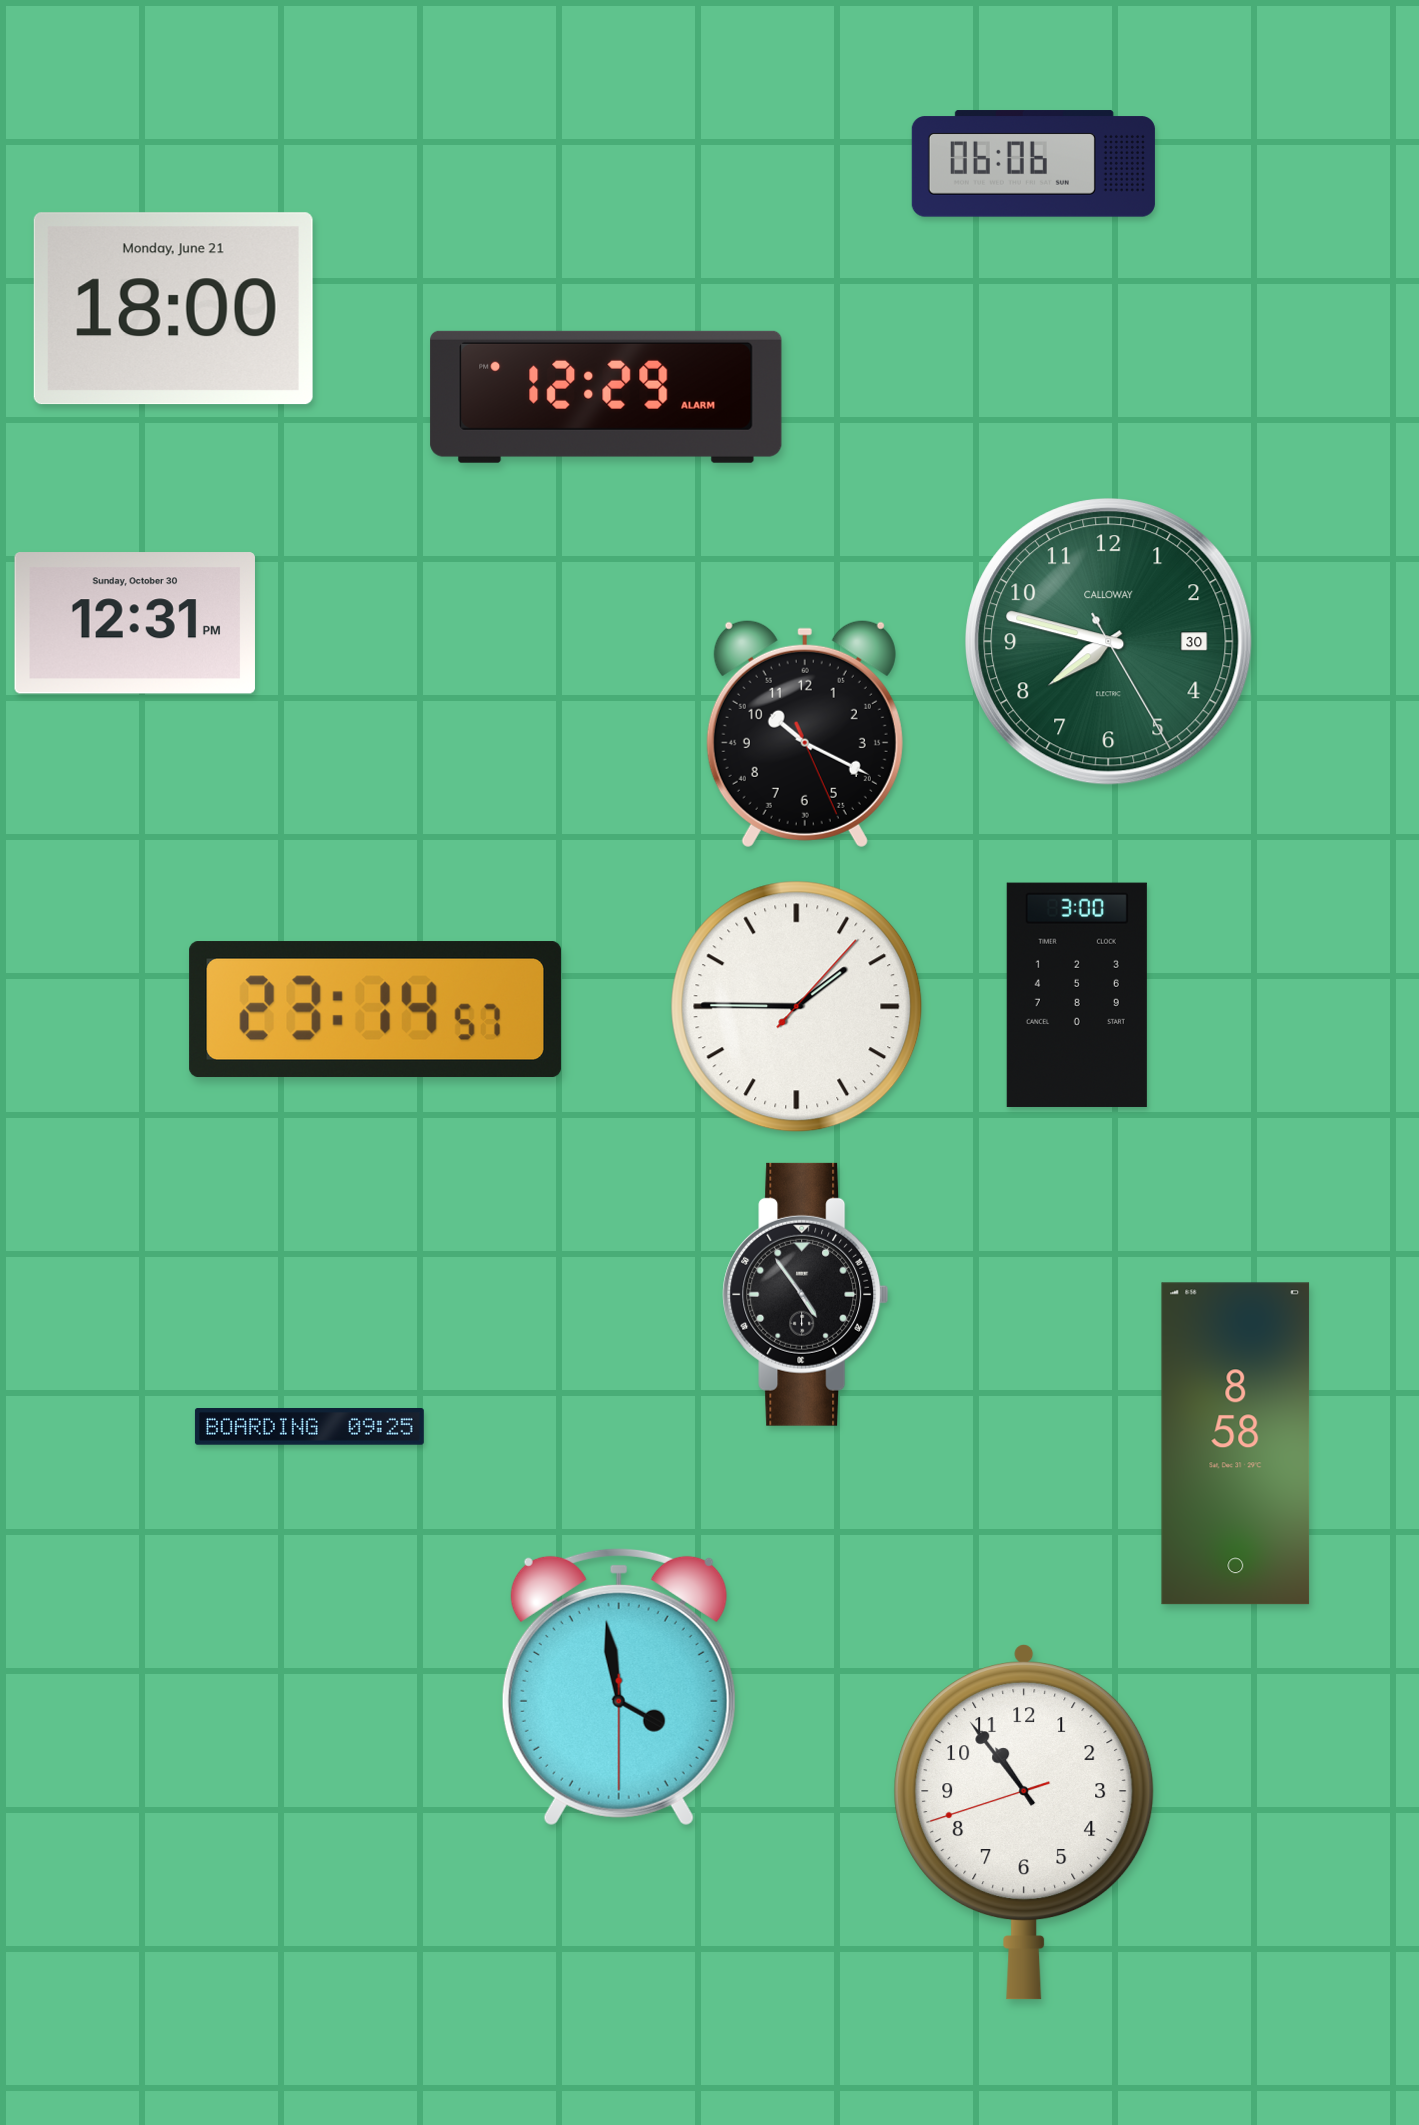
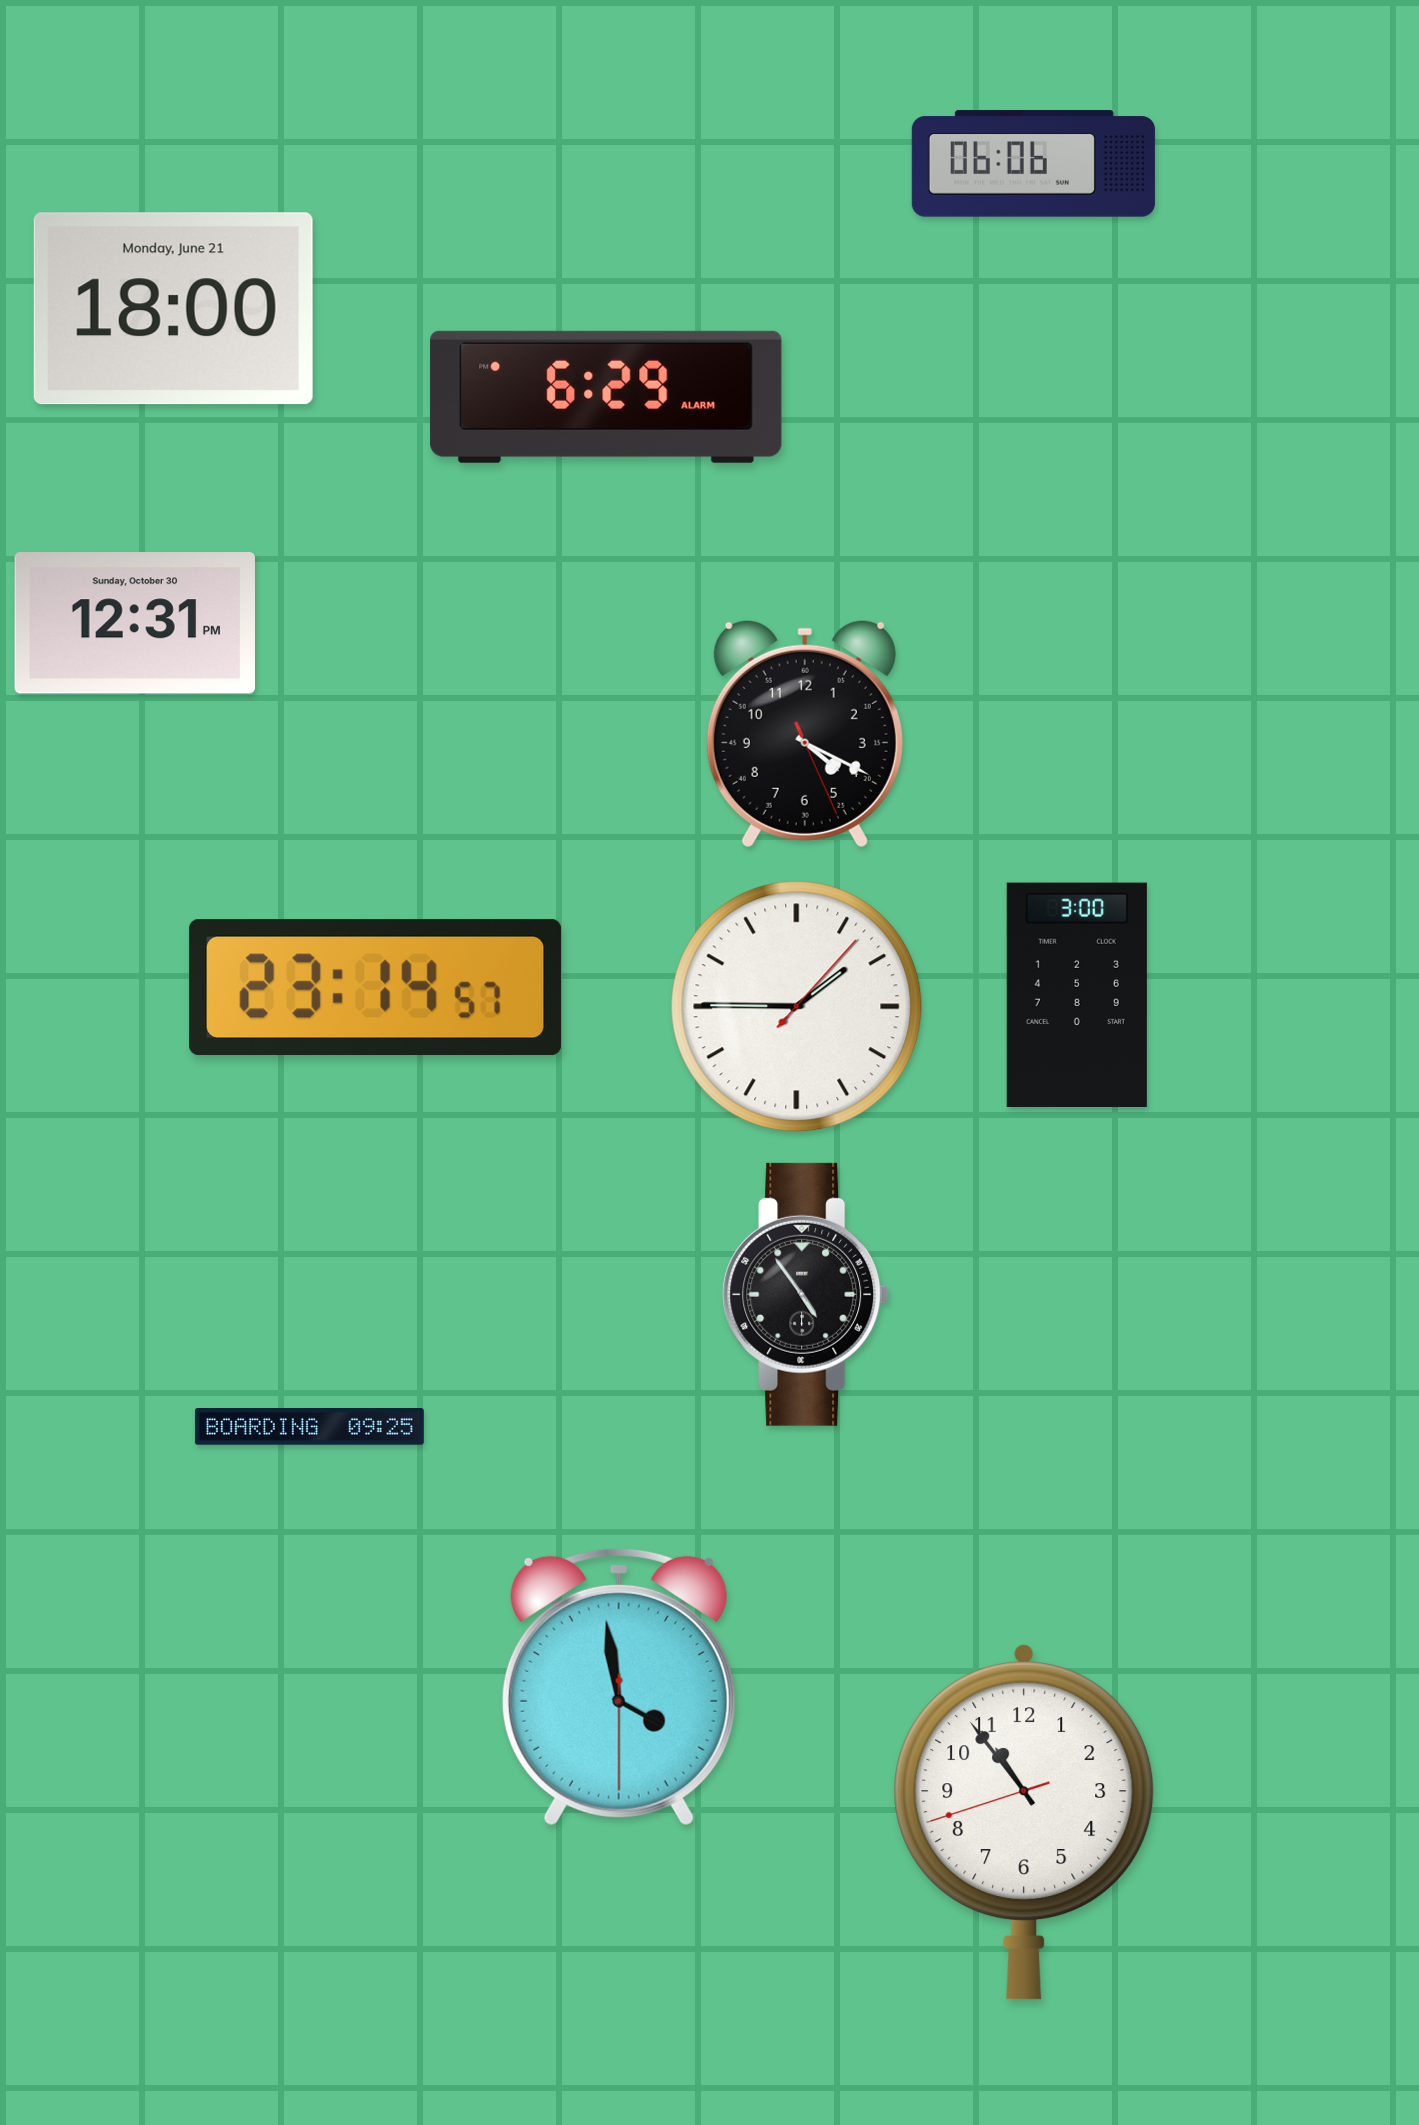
clock at (606, 397): 12:29 -> 6:29
clock at (1109, 642): 7:47 -> none
clock at (805, 733): 10:19 -> 4:19
clock at (375, 1010) position: (375, 1010) -> (375, 988)
clock at (1236, 1444): 8:58 -> none
